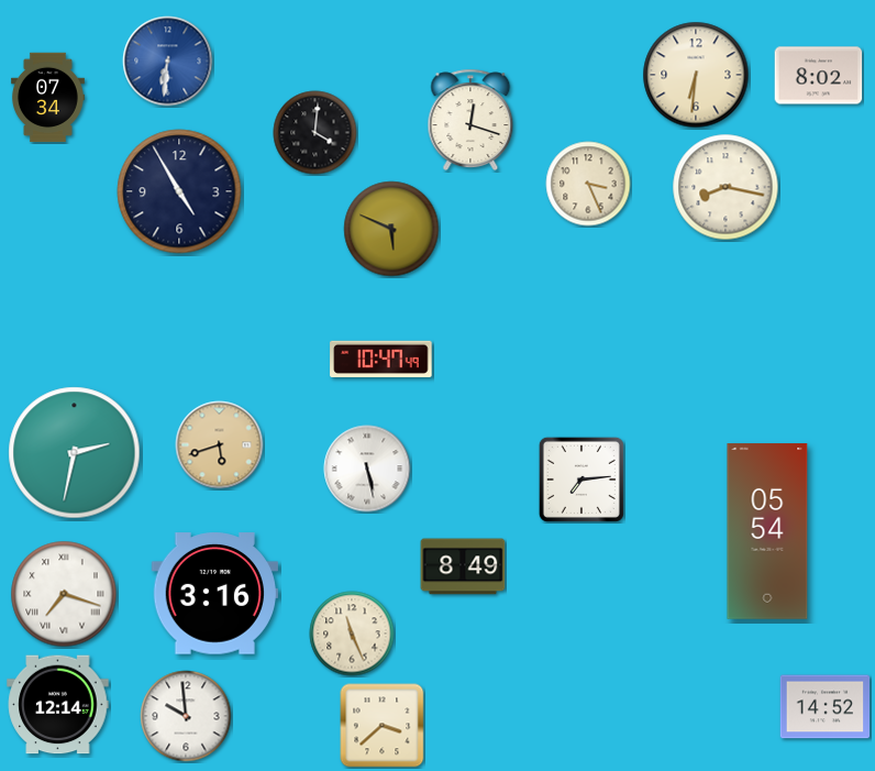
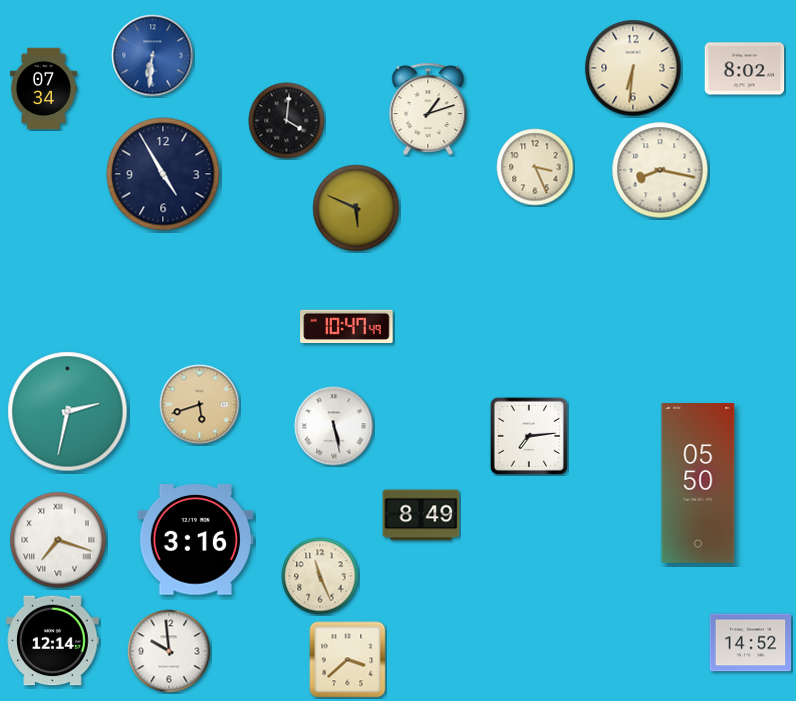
clock at (470, 119): 12:18 -> 1:12
clock at (767, 531): 05:54 -> 05:50
